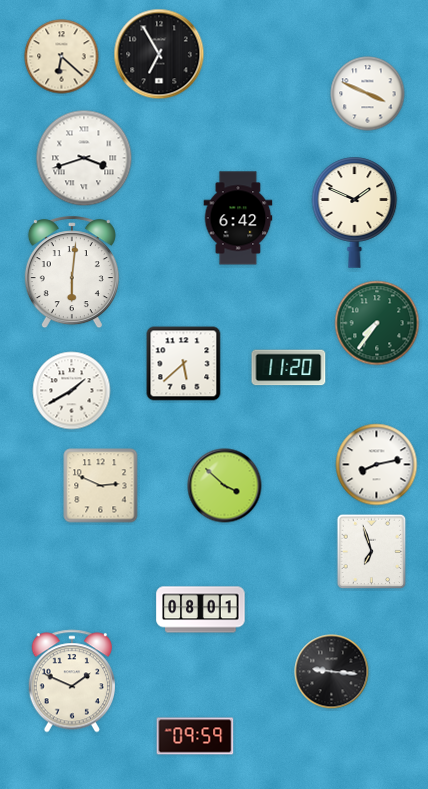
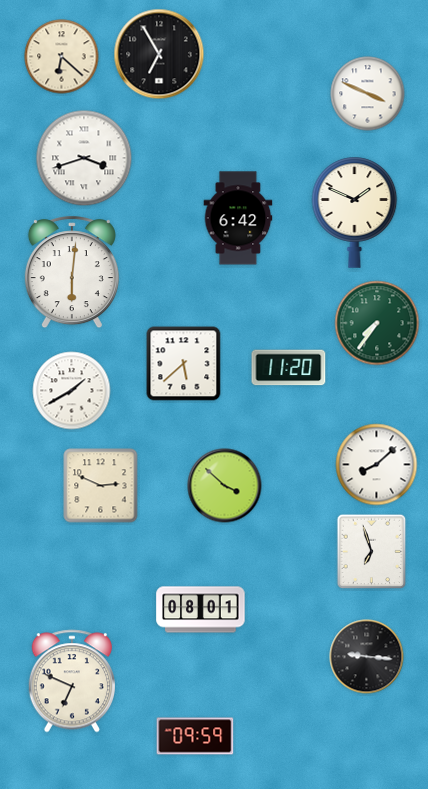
clock at (377, 465): 8:13 -> 8:08
clock at (332, 672) position: (332, 672) -> (367, 657)
clock at (71, 681): 1:49 -> 6:49
